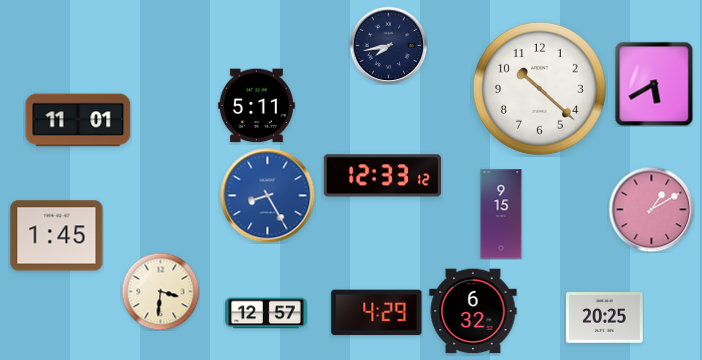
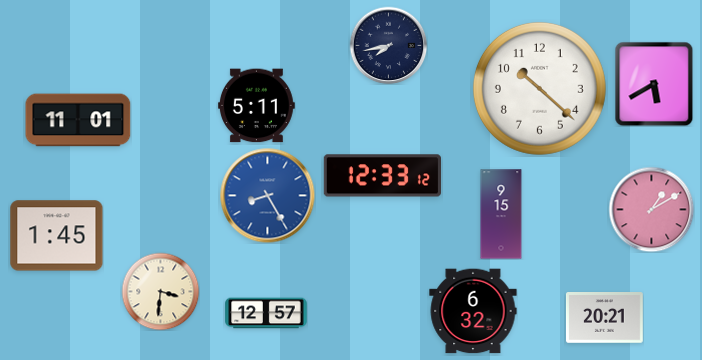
clock at (377, 313): 4:29 -> none
clock at (604, 318): 20:25 -> 20:21
